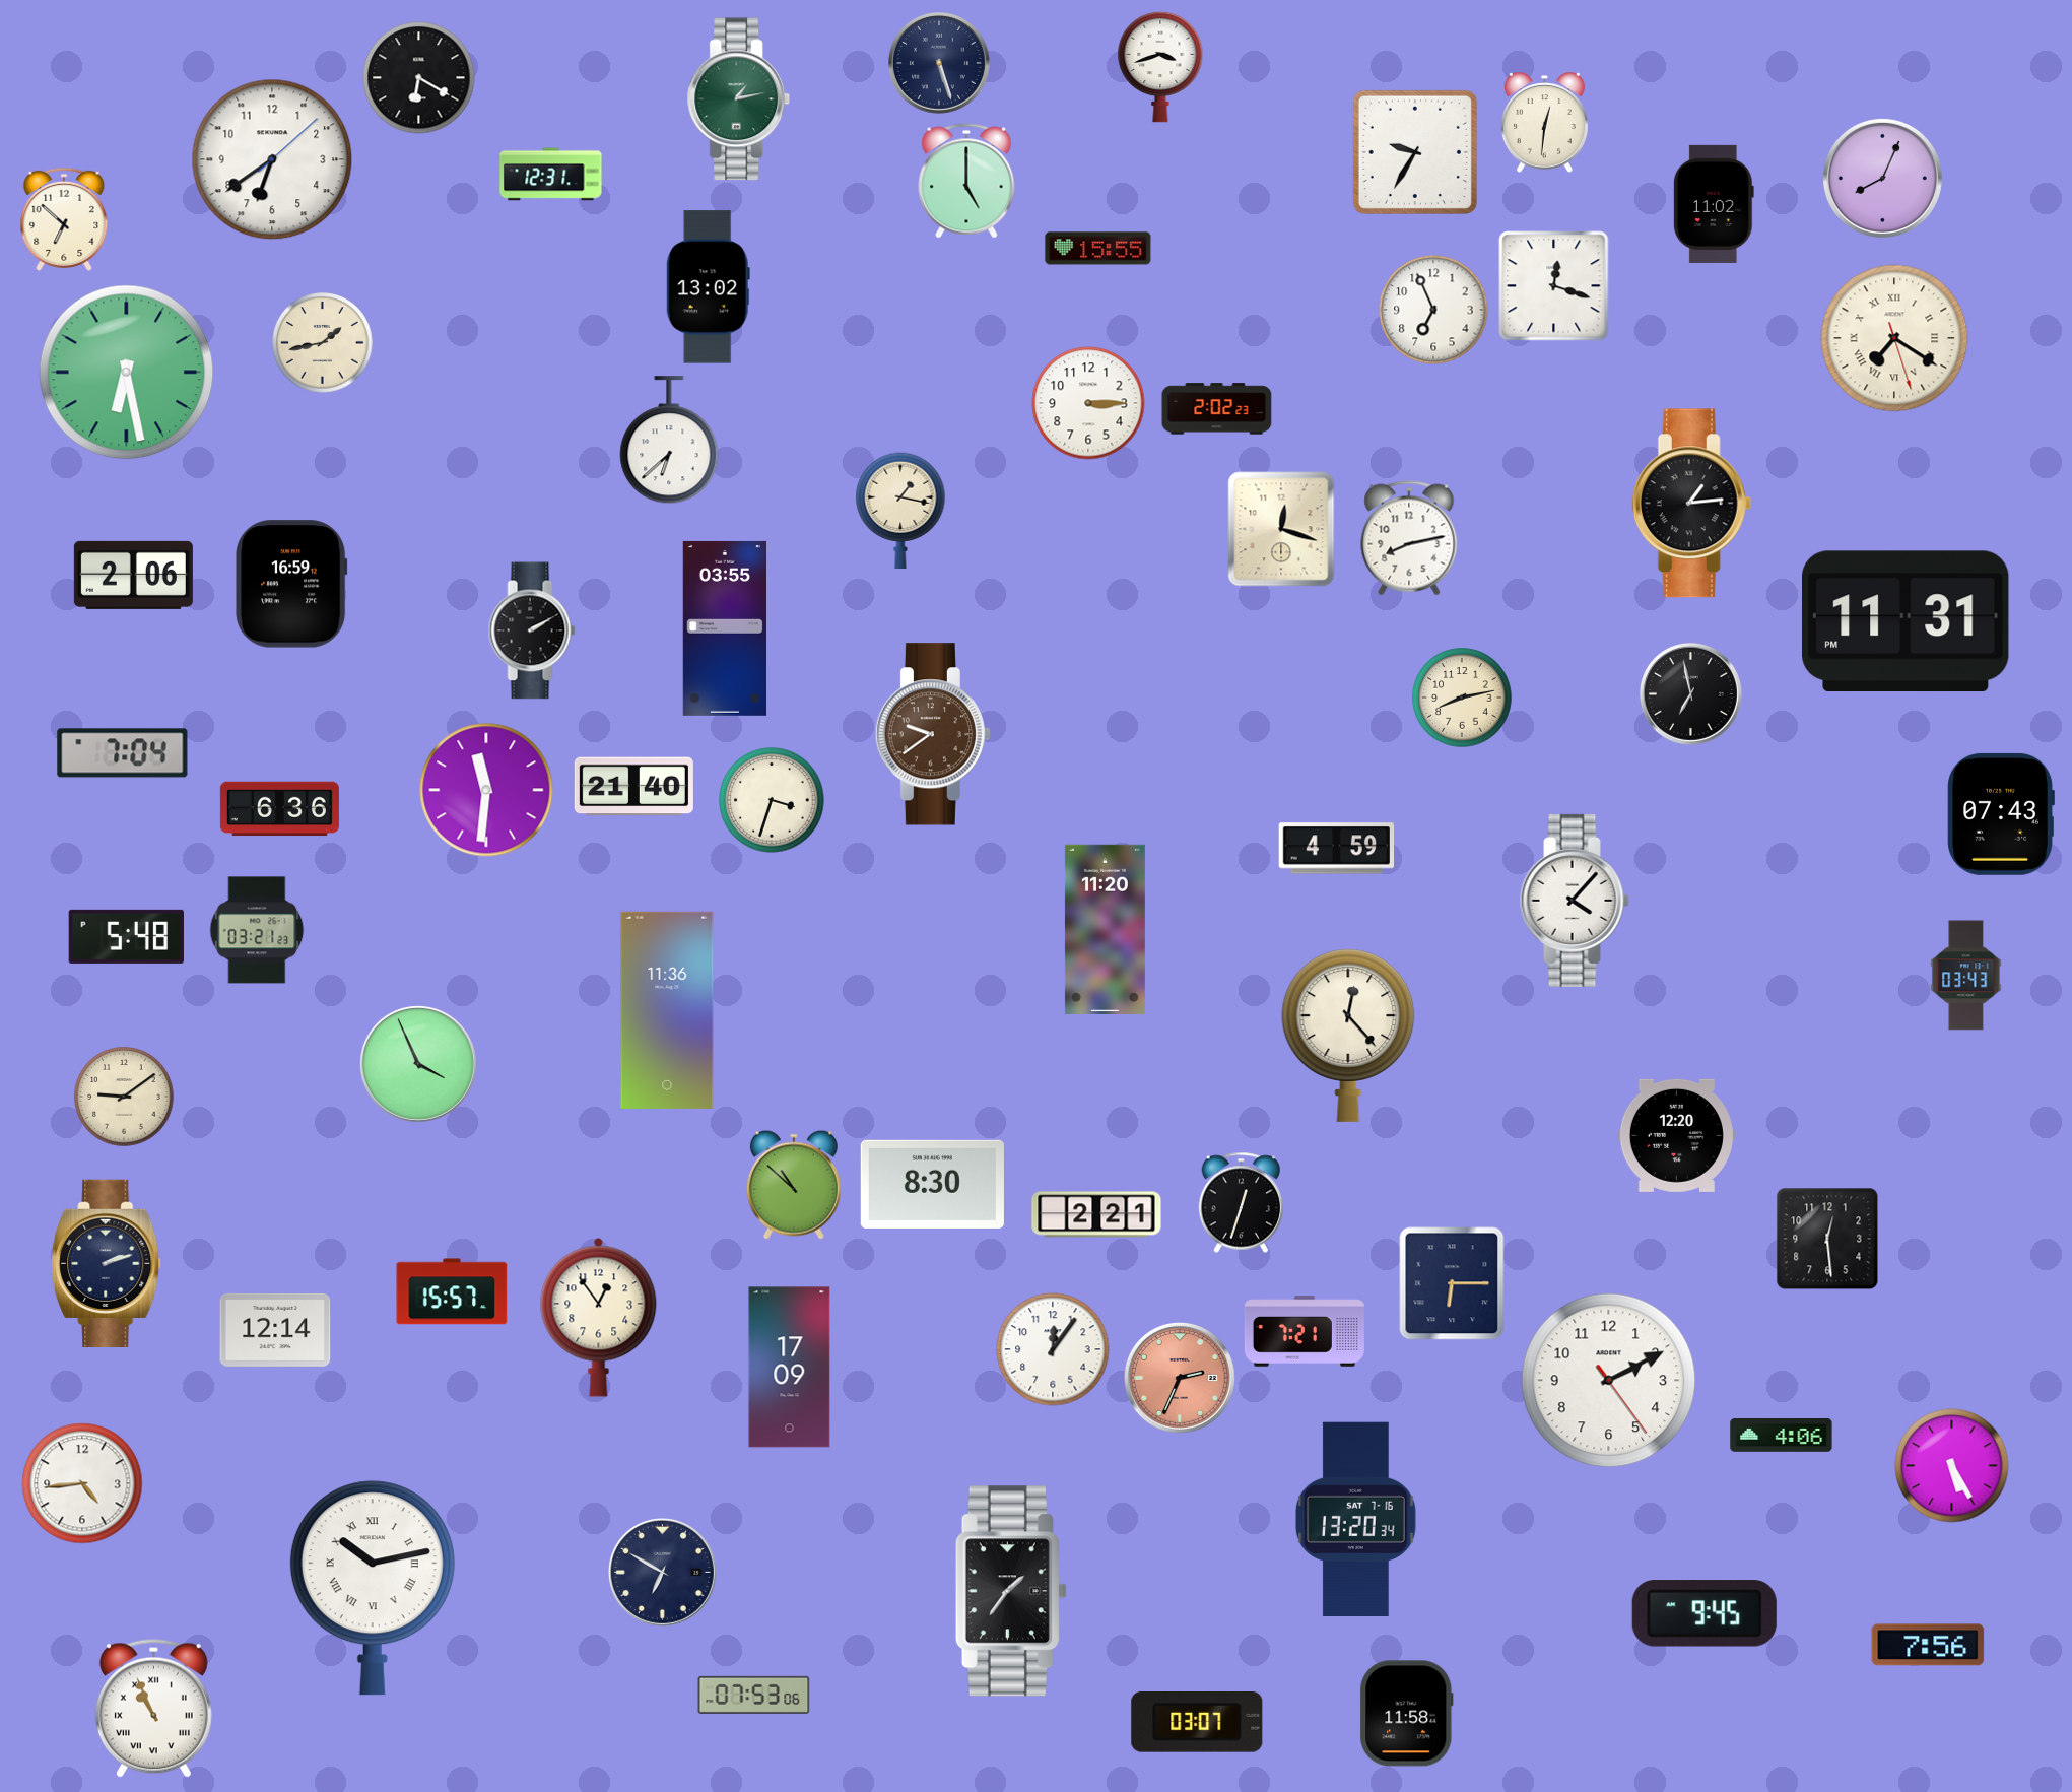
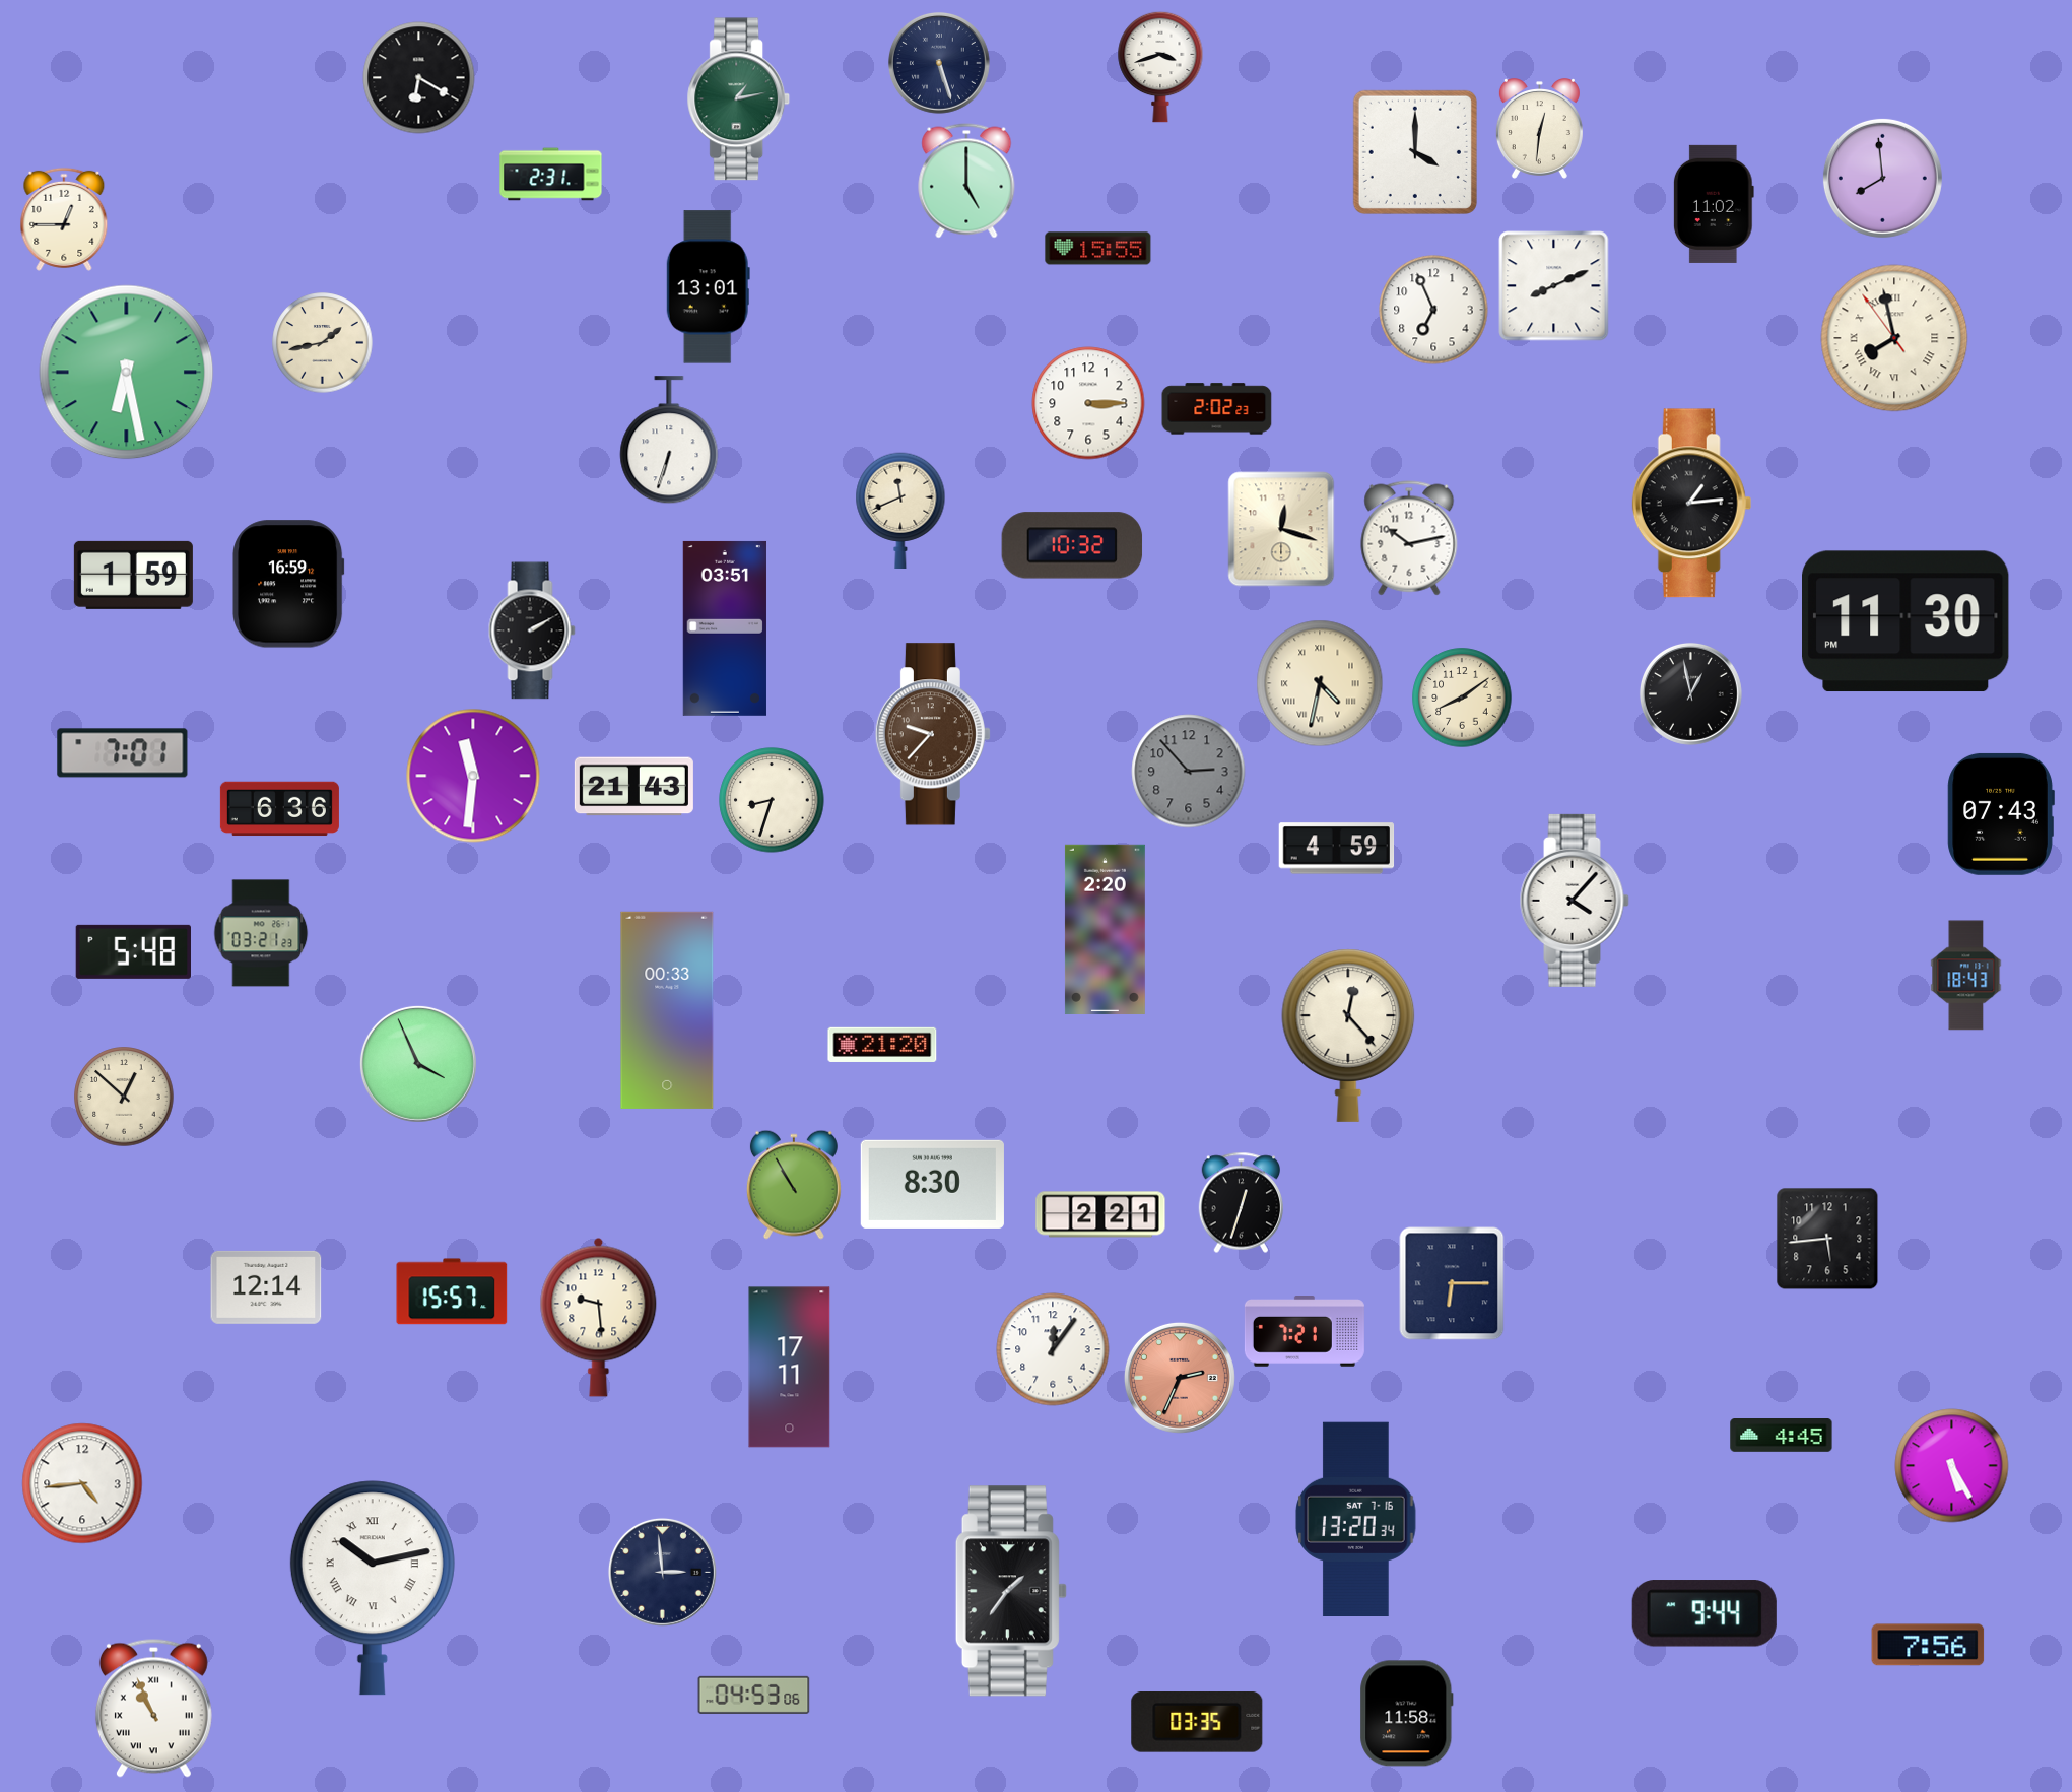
clock at (1544, 123) position: (1544, 123) -> (1539, 129)
clock at (1415, 152): 9:35 -> 4:00
clock at (272, 159): 6:39 -> none
clock at (551, 175): 12:31 -> 2:31
clock at (1882, 178): 8:04 -> 7:59
clock at (64, 219): 6:52 -> 12:45
clock at (1554, 286): 12:18 -> 8:11
clock at (708, 287): 13:02 -> 13:01
clock at (1894, 338): 7:20 -> 7:57
clock at (669, 441): 6:38 -> 6:33
clock at (900, 510): 1:17 -> 11:41
clock at (1409, 538): 8:13 -> 10:13
clock at (1072, 545): none -> 10:32
clock at (133, 575): 2:06 -> 1:59
clock at (291, 584) position: (291, 584) -> (288, 584)
clock at (1907, 621): 11:31 -> 11:30
clock at (725, 628): 03:55 -> 03:51
clock at (1320, 683): none -> 4:32
clock at (1690, 693): 6:58 -> 12:58
clock at (1462, 698): 8:13 -> 8:09
clock at (933, 734): 9:39 -> 9:37
clock at (123, 753): 7:04 -> 7:01
clock at (1189, 772): none -> 2:53
clock at (633, 787): 21:40 -> 21:43
clock at (486, 790) position: (486, 790) -> (473, 776)
clock at (772, 800): 3:33 -> 8:33
clock at (1105, 929): 11:20 -> 2:20
clock at (257, 930) position: (257, 930) -> (261, 933)
clock at (126, 936) position: (126, 936) -> (133, 951)
clock at (1966, 976): 03:43 -> 18:43
clock at (667, 1010): 11:36 -> 00:33
clock at (882, 1045): none -> 21:20
clock at (124, 1097): 9:09 -> 12:52
clock at (1676, 1135): 12:20 -> none
clock at (794, 1185): 10:52 -> 10:55
clock at (1096, 1214) position: (1096, 1214) -> (1100, 1214)
clock at (1827, 1239): 12:29 -> 5:44
clock at (107, 1263): 2:12 -> none
clock at (599, 1317): 12:54 -> 9:29
clock at (275, 1330) position: (275, 1330) -> (266, 1287)
clock at (790, 1368): 17:09 -> 17:11
clock at (1609, 1381): 2:10 -> none
clock at (1782, 1436): 4:06 -> 4:45
clock at (662, 1572): 6:50 -> 2:59
clock at (1705, 1614): 9:45 -> 9:44
clock at (754, 1695): 07:53 -> 04:53
clock at (1197, 1723): 03:07 -> 03:35
